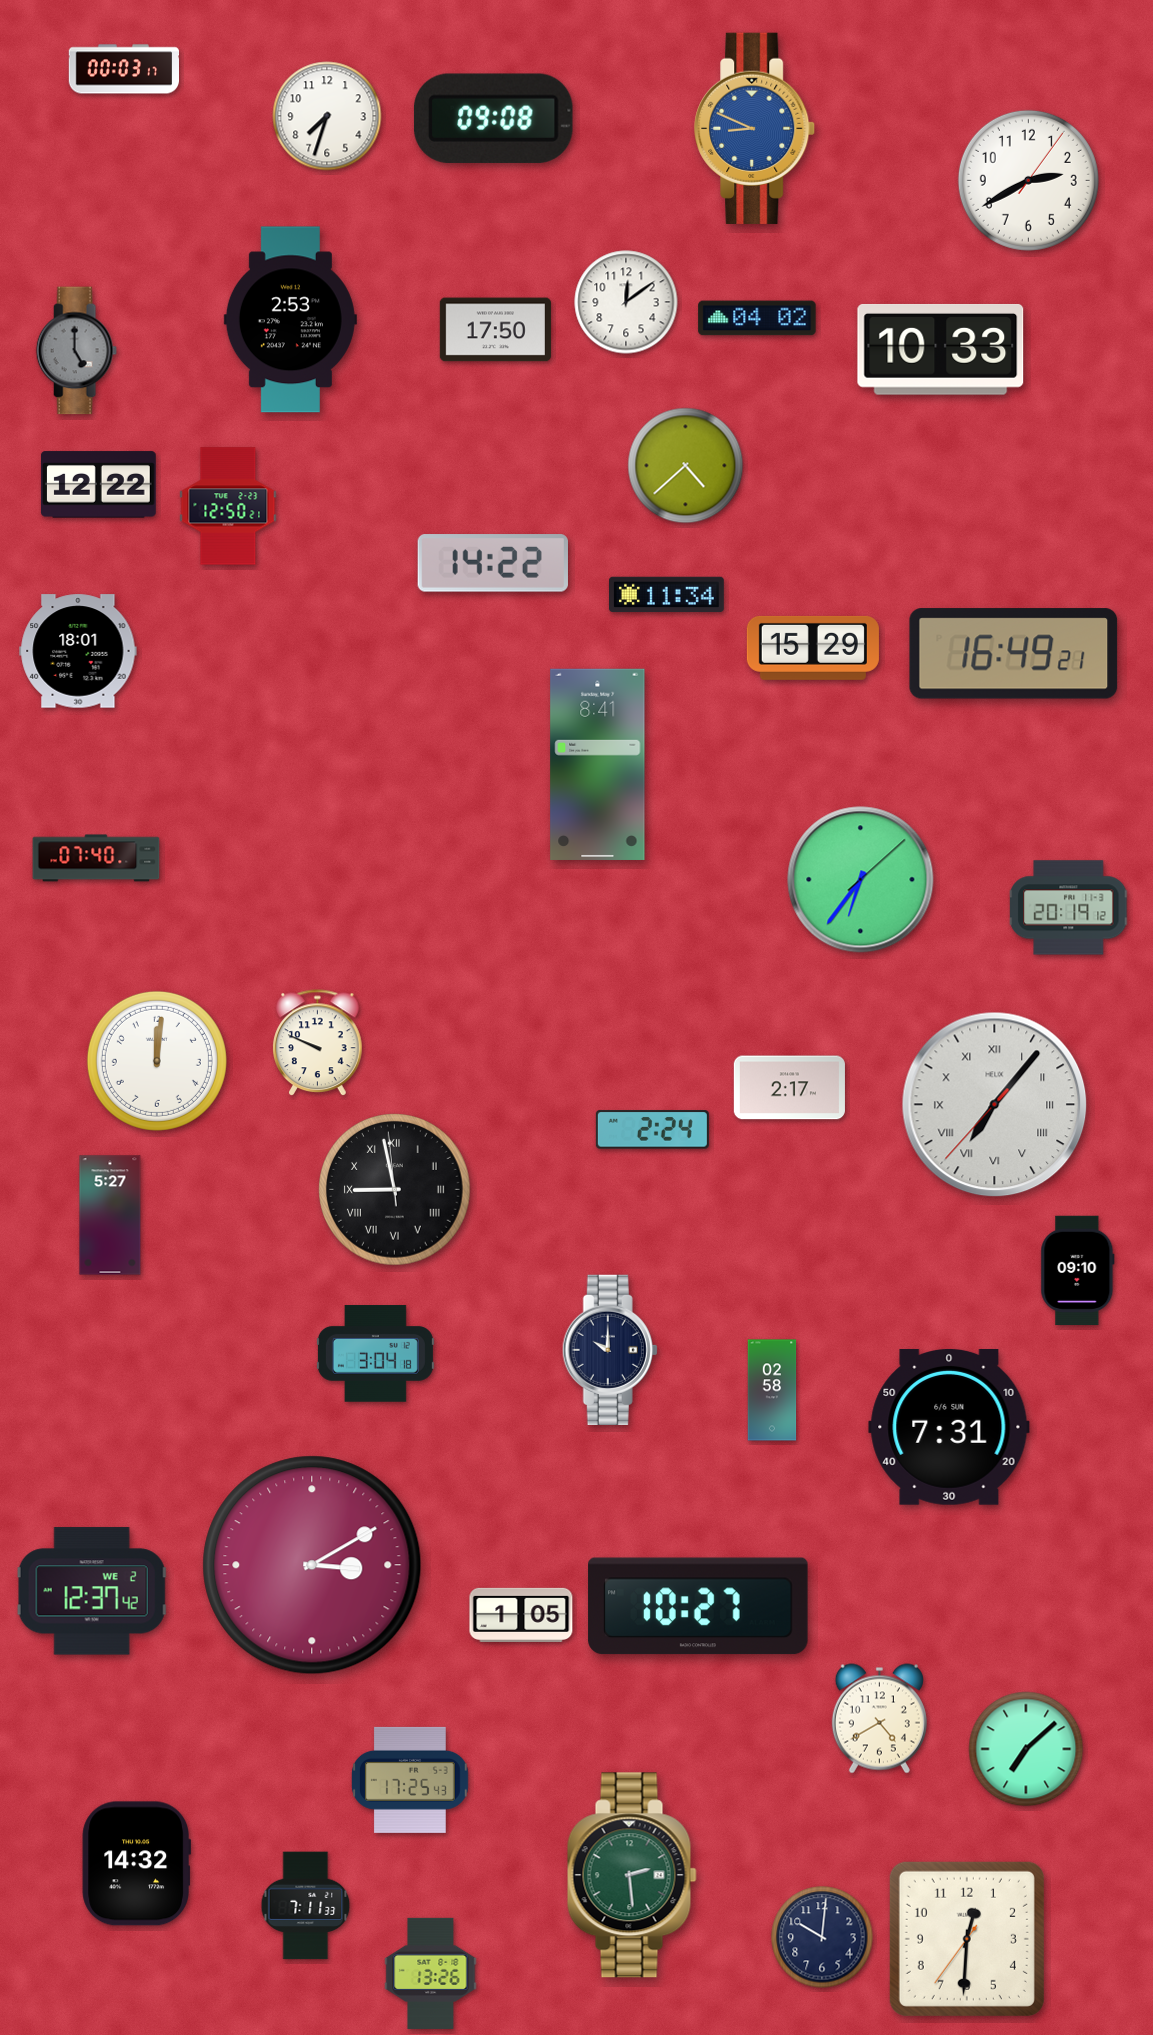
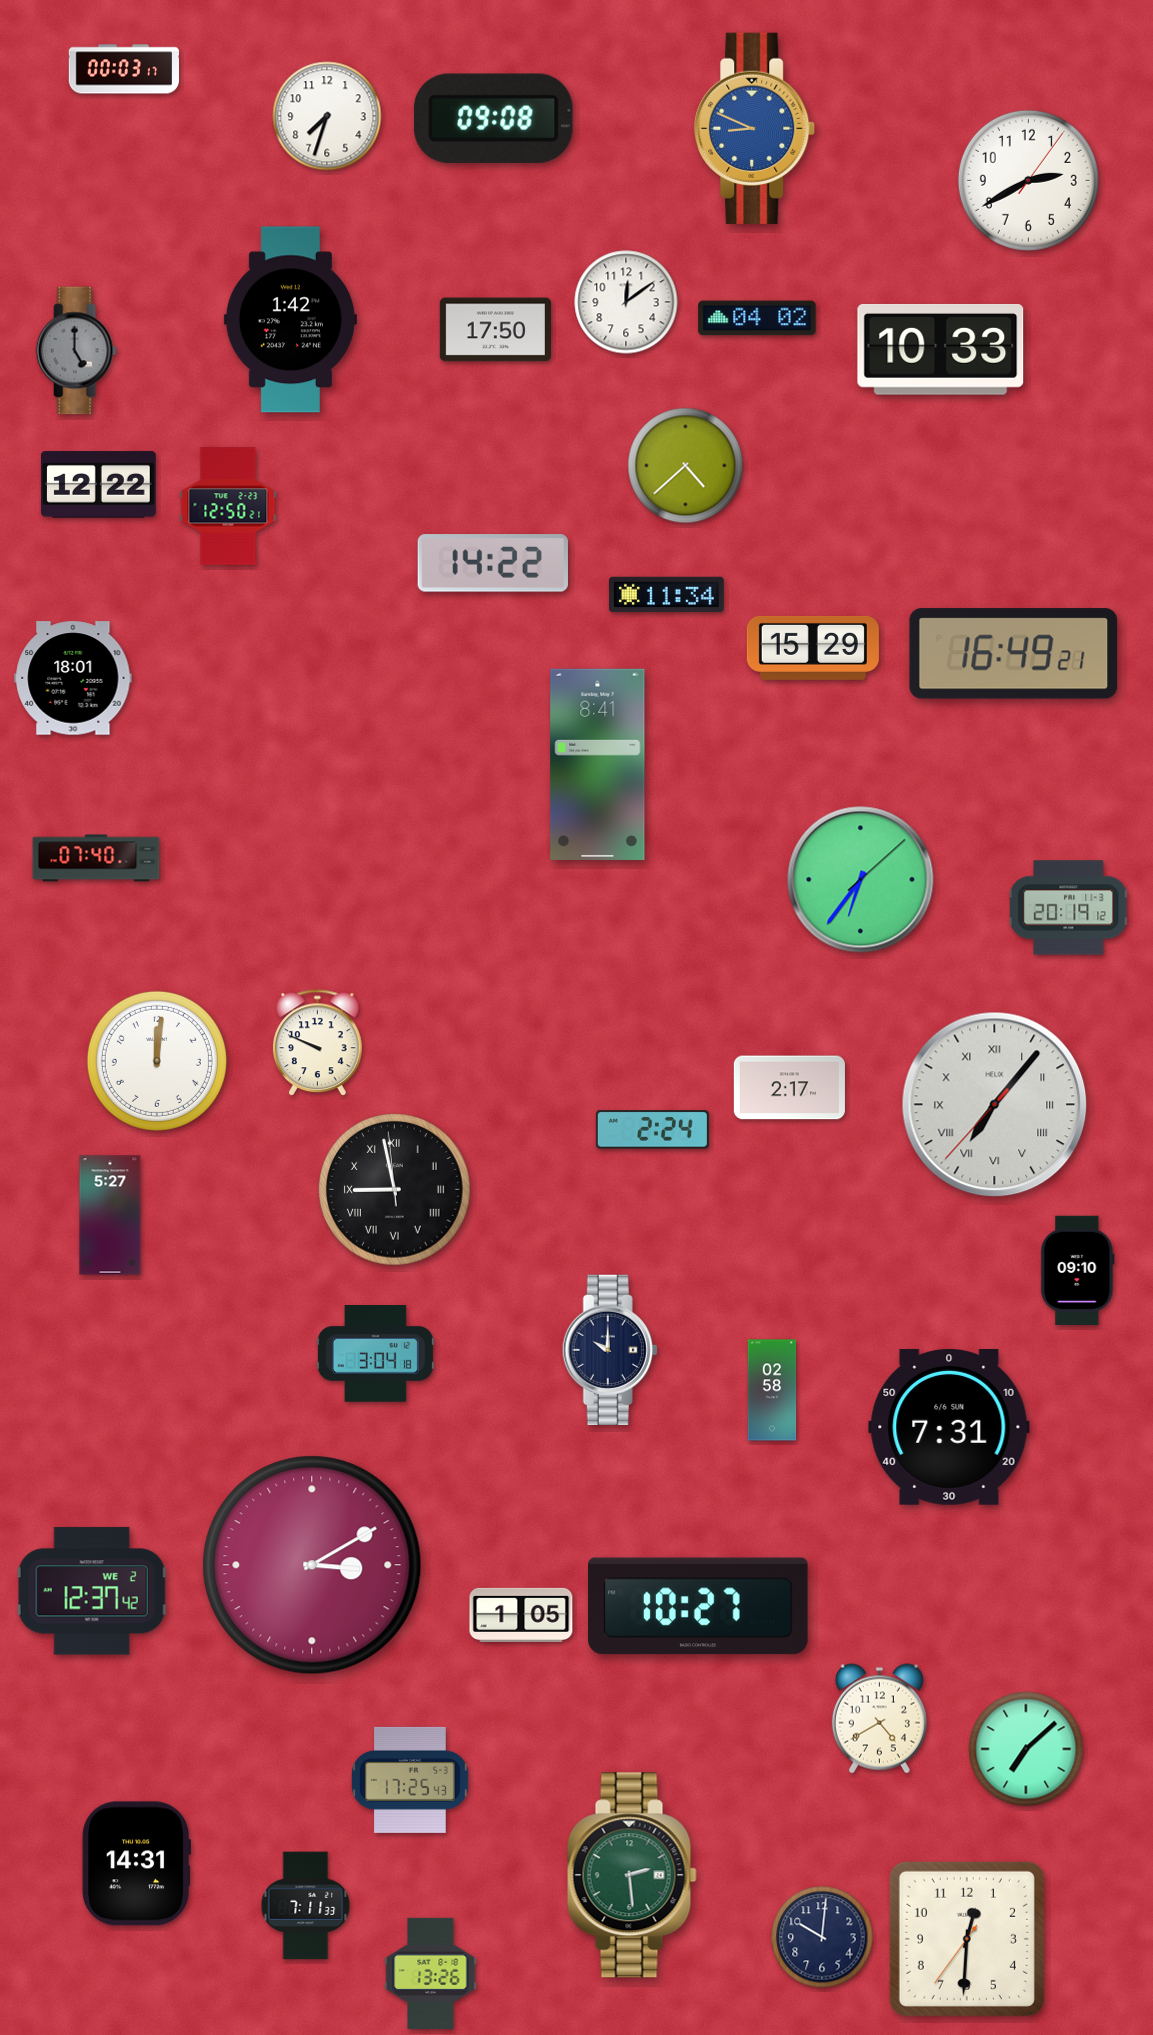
clock at (290, 320): 2:53 -> 1:42
clock at (78, 651) position: (78, 651) -> (73, 678)
clock at (136, 1864): 14:32 -> 14:31
